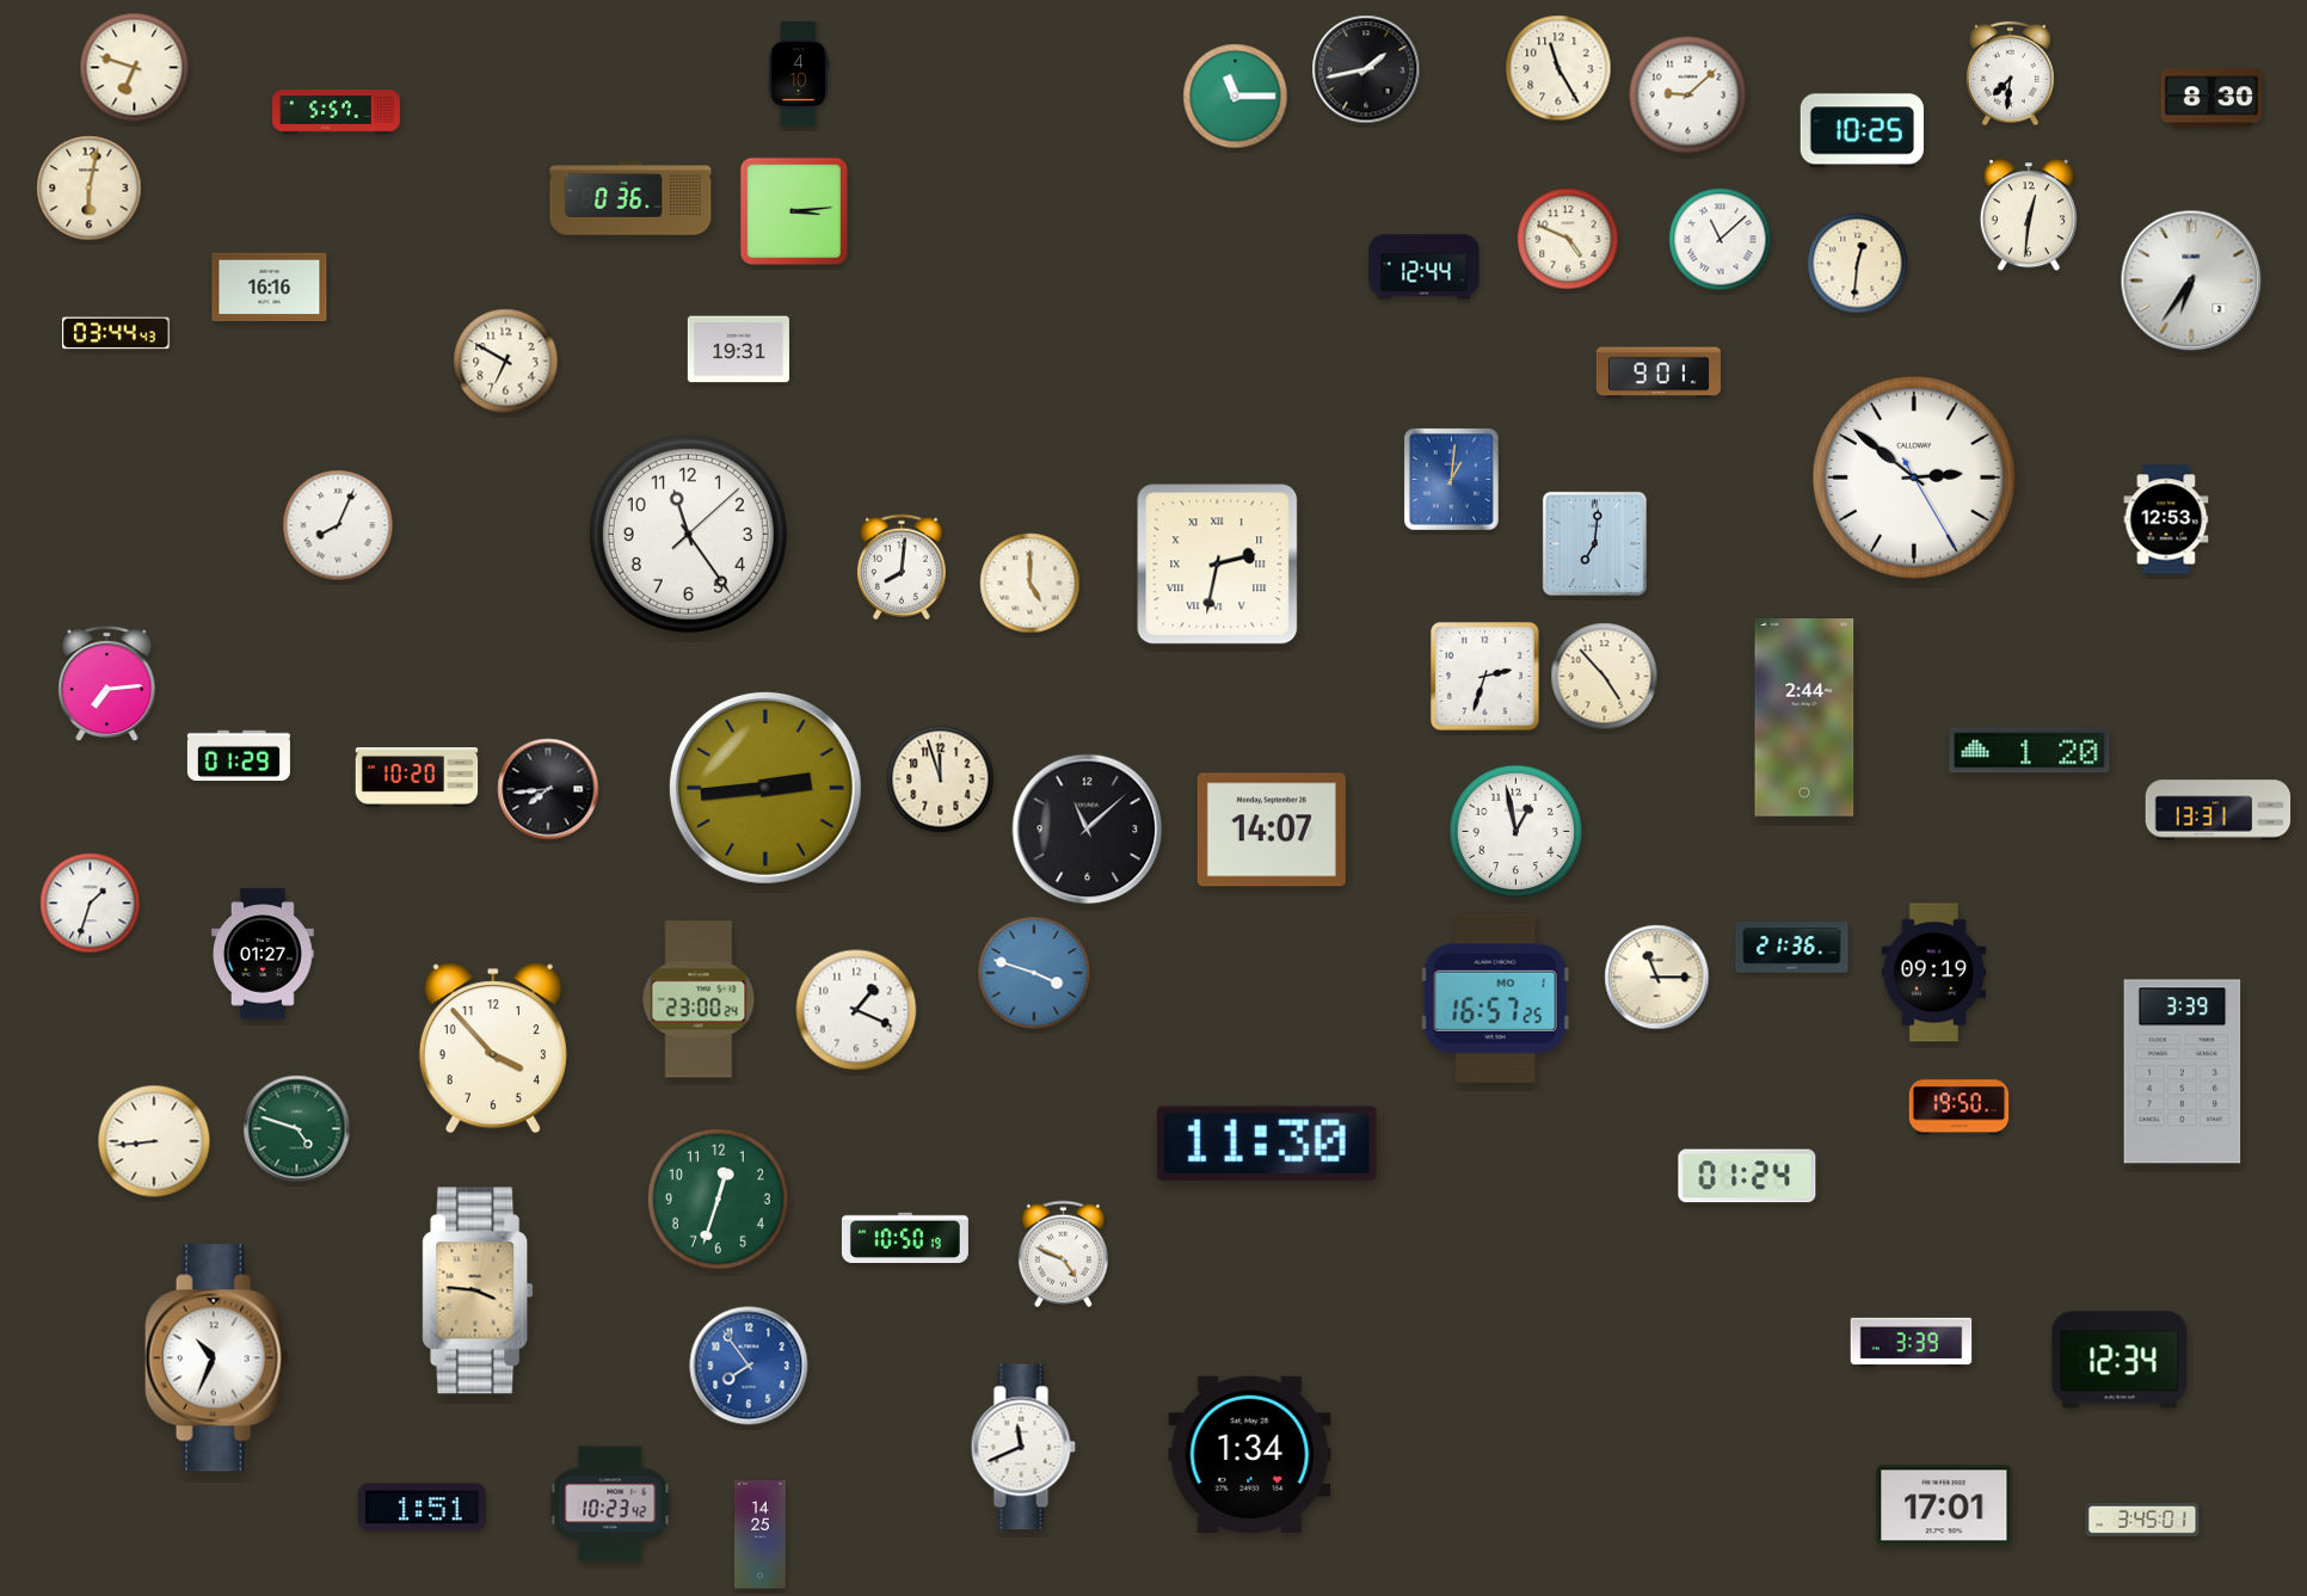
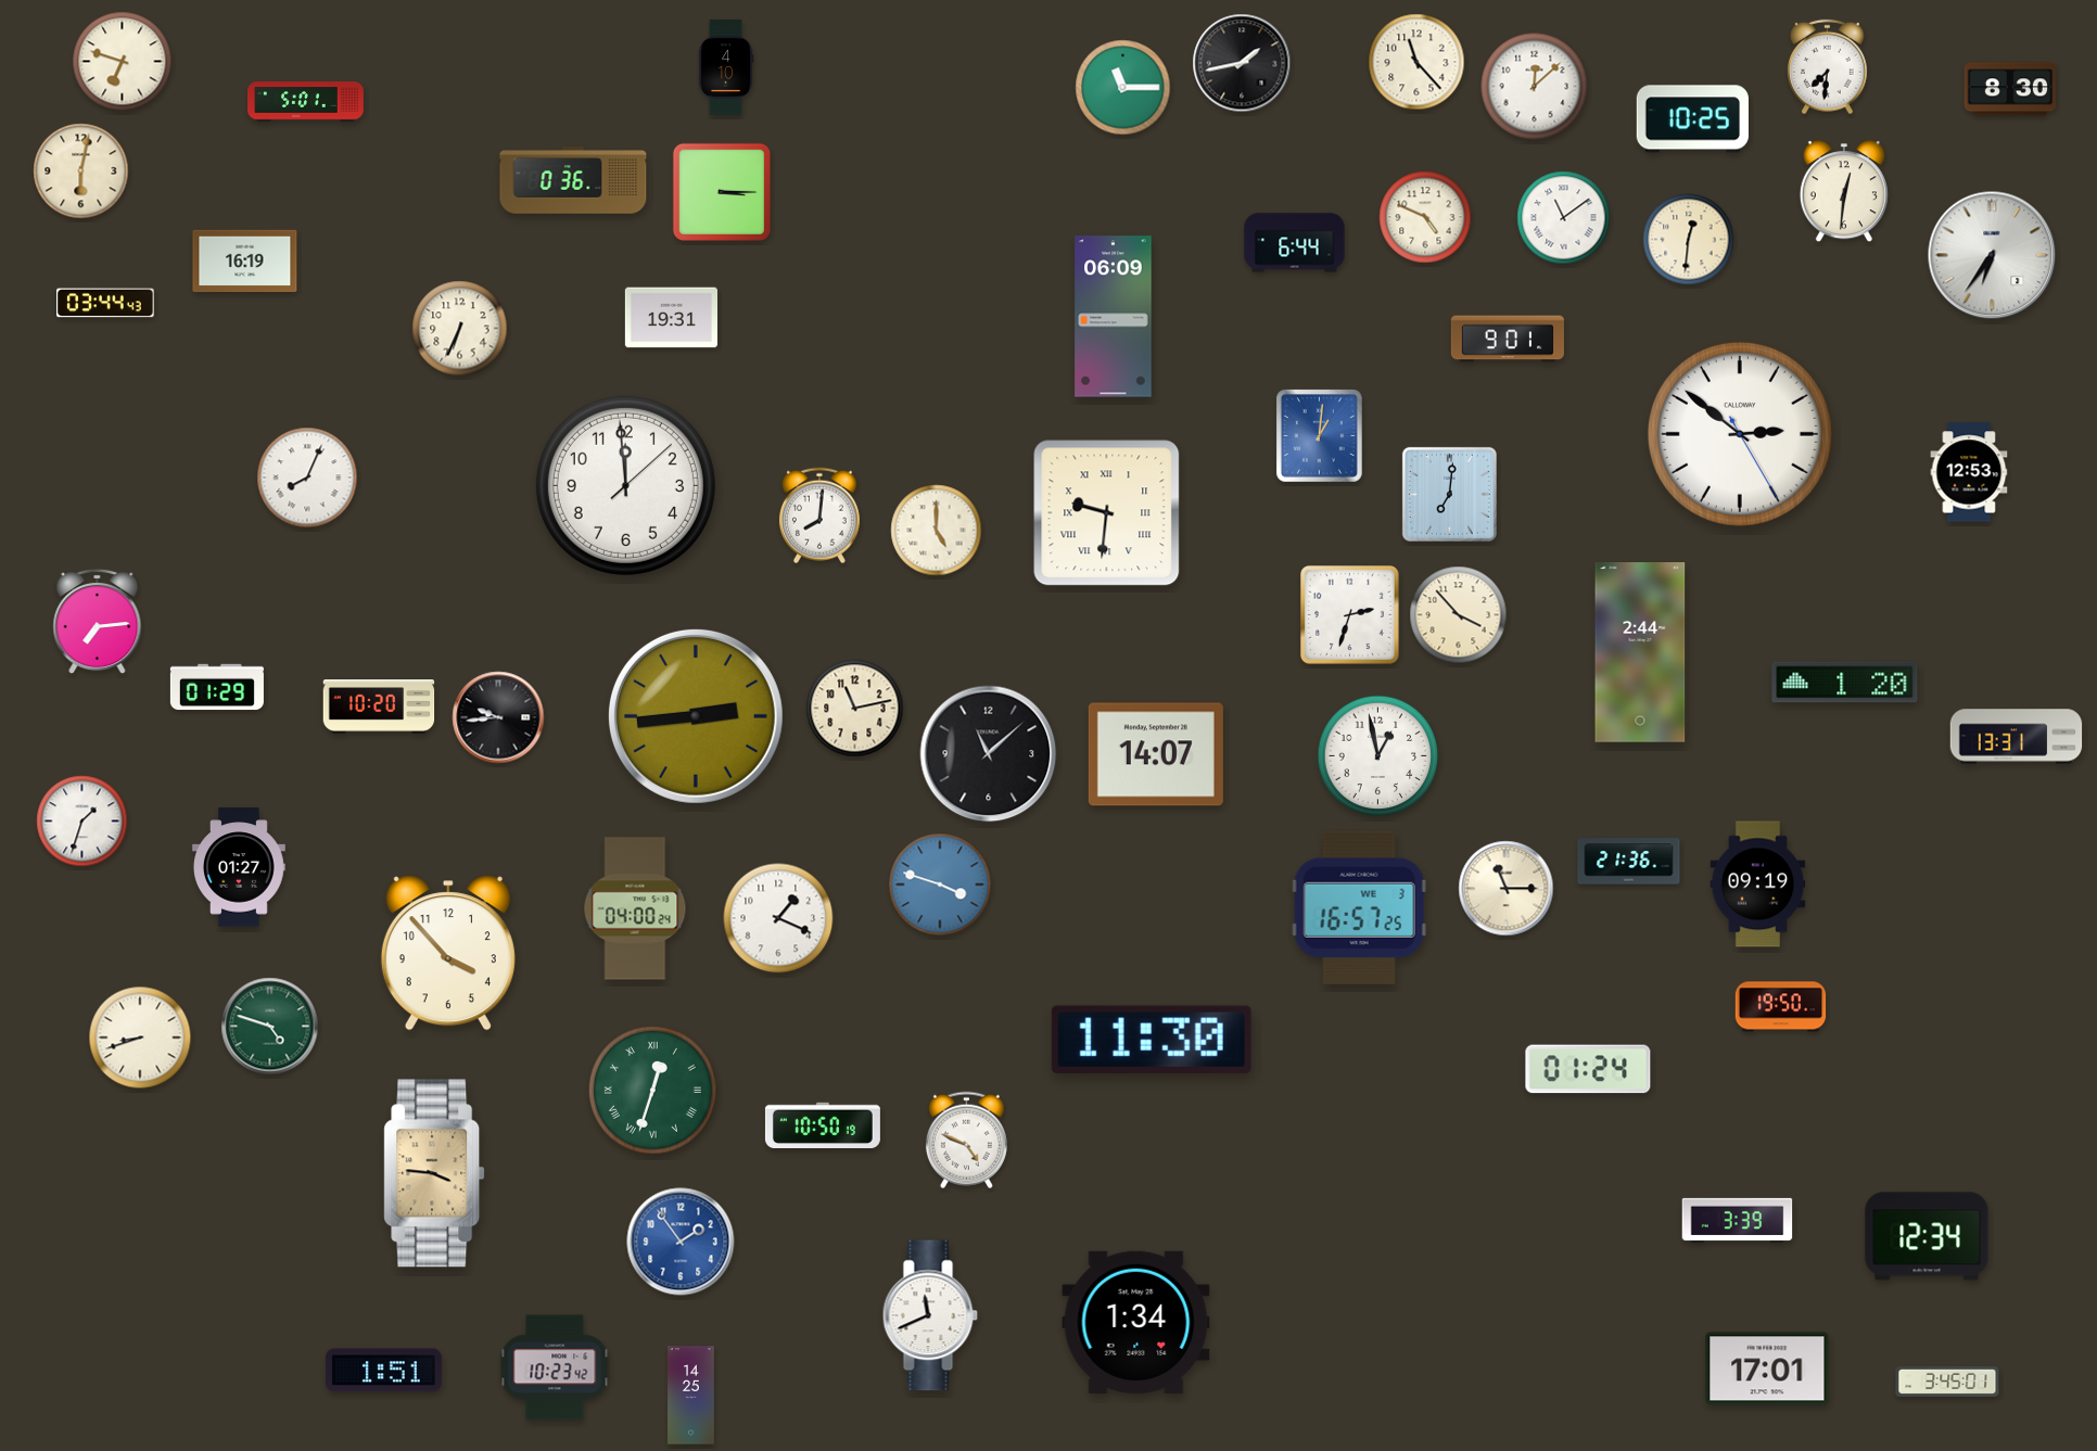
clock at (1558, 68): 11:25 -> 11:23
clock at (1688, 95): 9:08 -> 12:08
clock at (337, 112): 5:57 -> 5:01
clock at (793, 210): 3:14 -> 3:15
clock at (2029, 216) position: (2029, 216) -> (1844, 192)
clock at (1721, 240): 11:08 -> 11:09
clock at (1425, 267): 12:44 -> 6:44
clock at (270, 288): 16:16 -> 16:19
clock at (1114, 317): none -> 06:09
clock at (506, 362): 6:50 -> 6:34
clock at (688, 534): 11:24 -> 11:59
clock at (1218, 565): 2:32 -> 9:31
clock at (1605, 677): 4:53 -> 3:53
clock at (941, 779): 11:57 -> 11:13
clock at (548, 789): 7:44 -> 9:44
clock at (1495, 998) date: MO 1 -> WE 3
clock at (699, 999): 23:00 -> 04:00
clock at (2183, 1072): 3:39 -> none
clock at (154, 1141): 8:44 -> 8:42
clock at (718, 1198) numerals: Arabic -> Roman
clock at (216, 1358): 10:34 -> none
clock at (749, 1366): 7:54 -> 1:54
